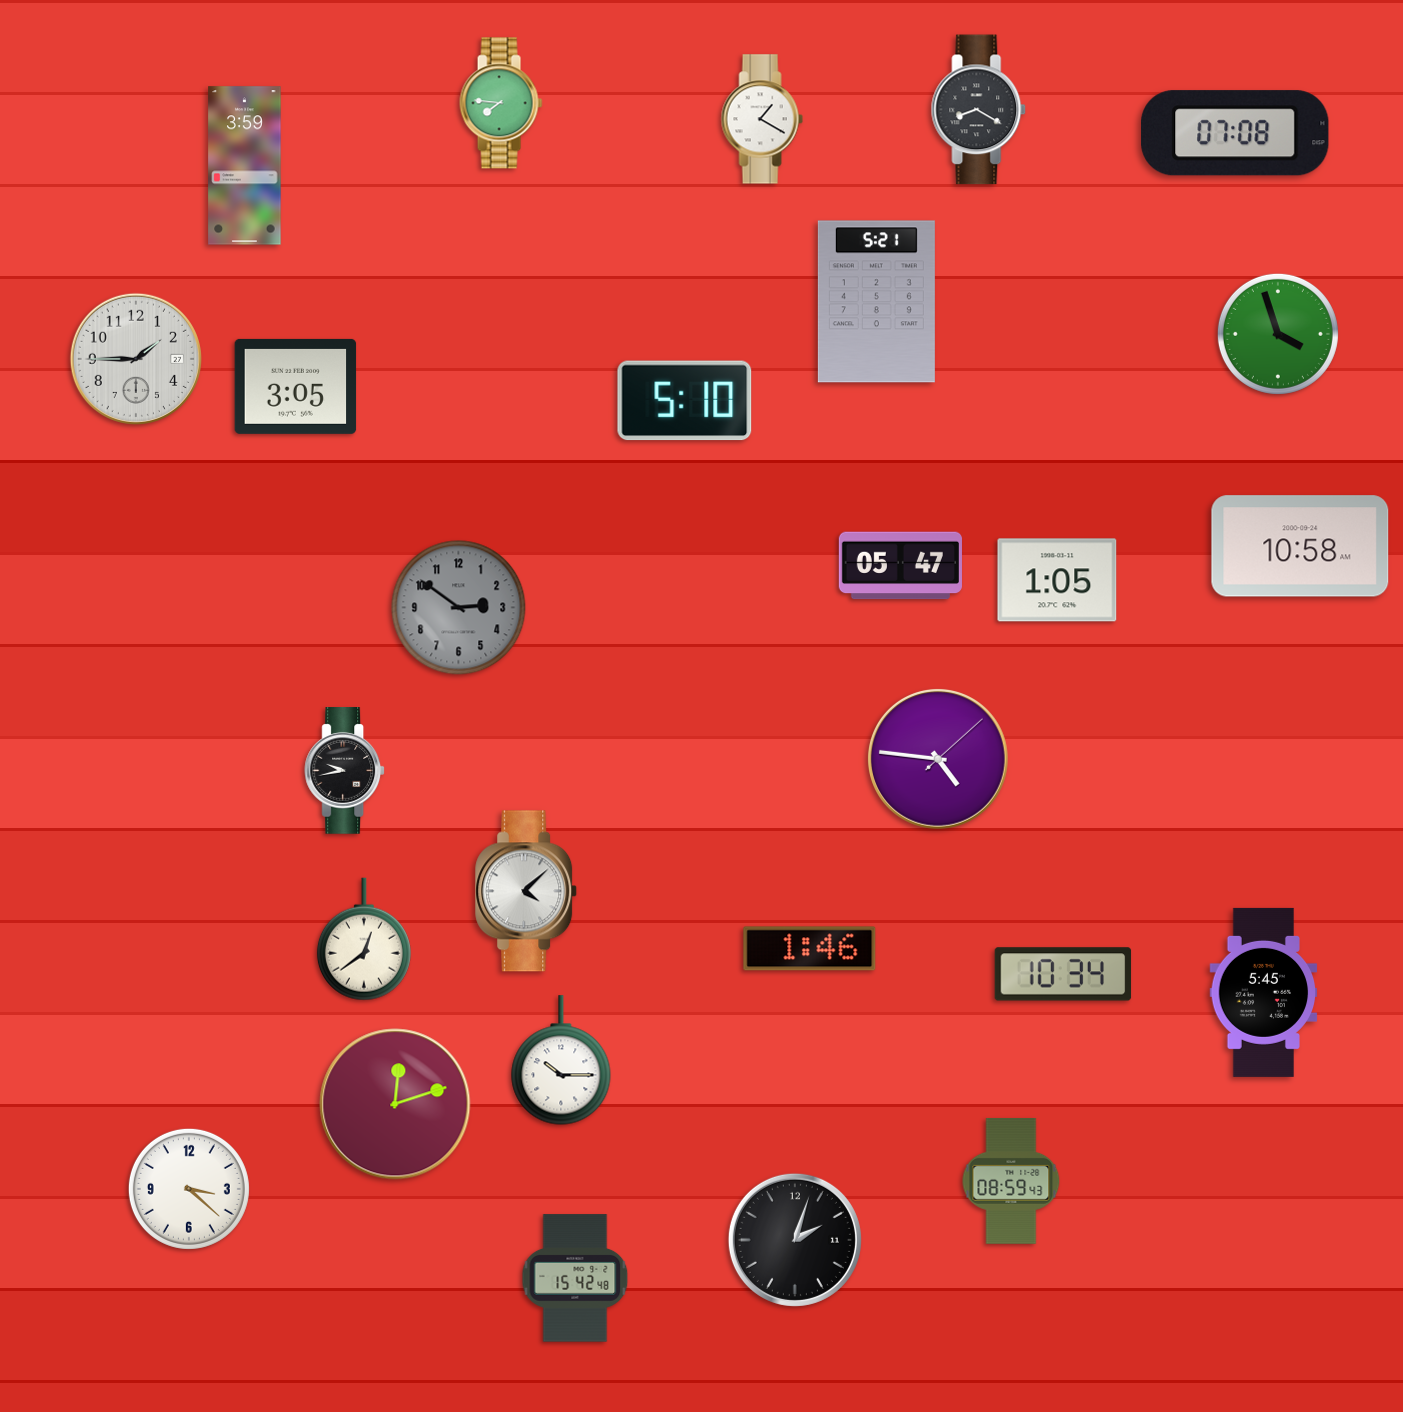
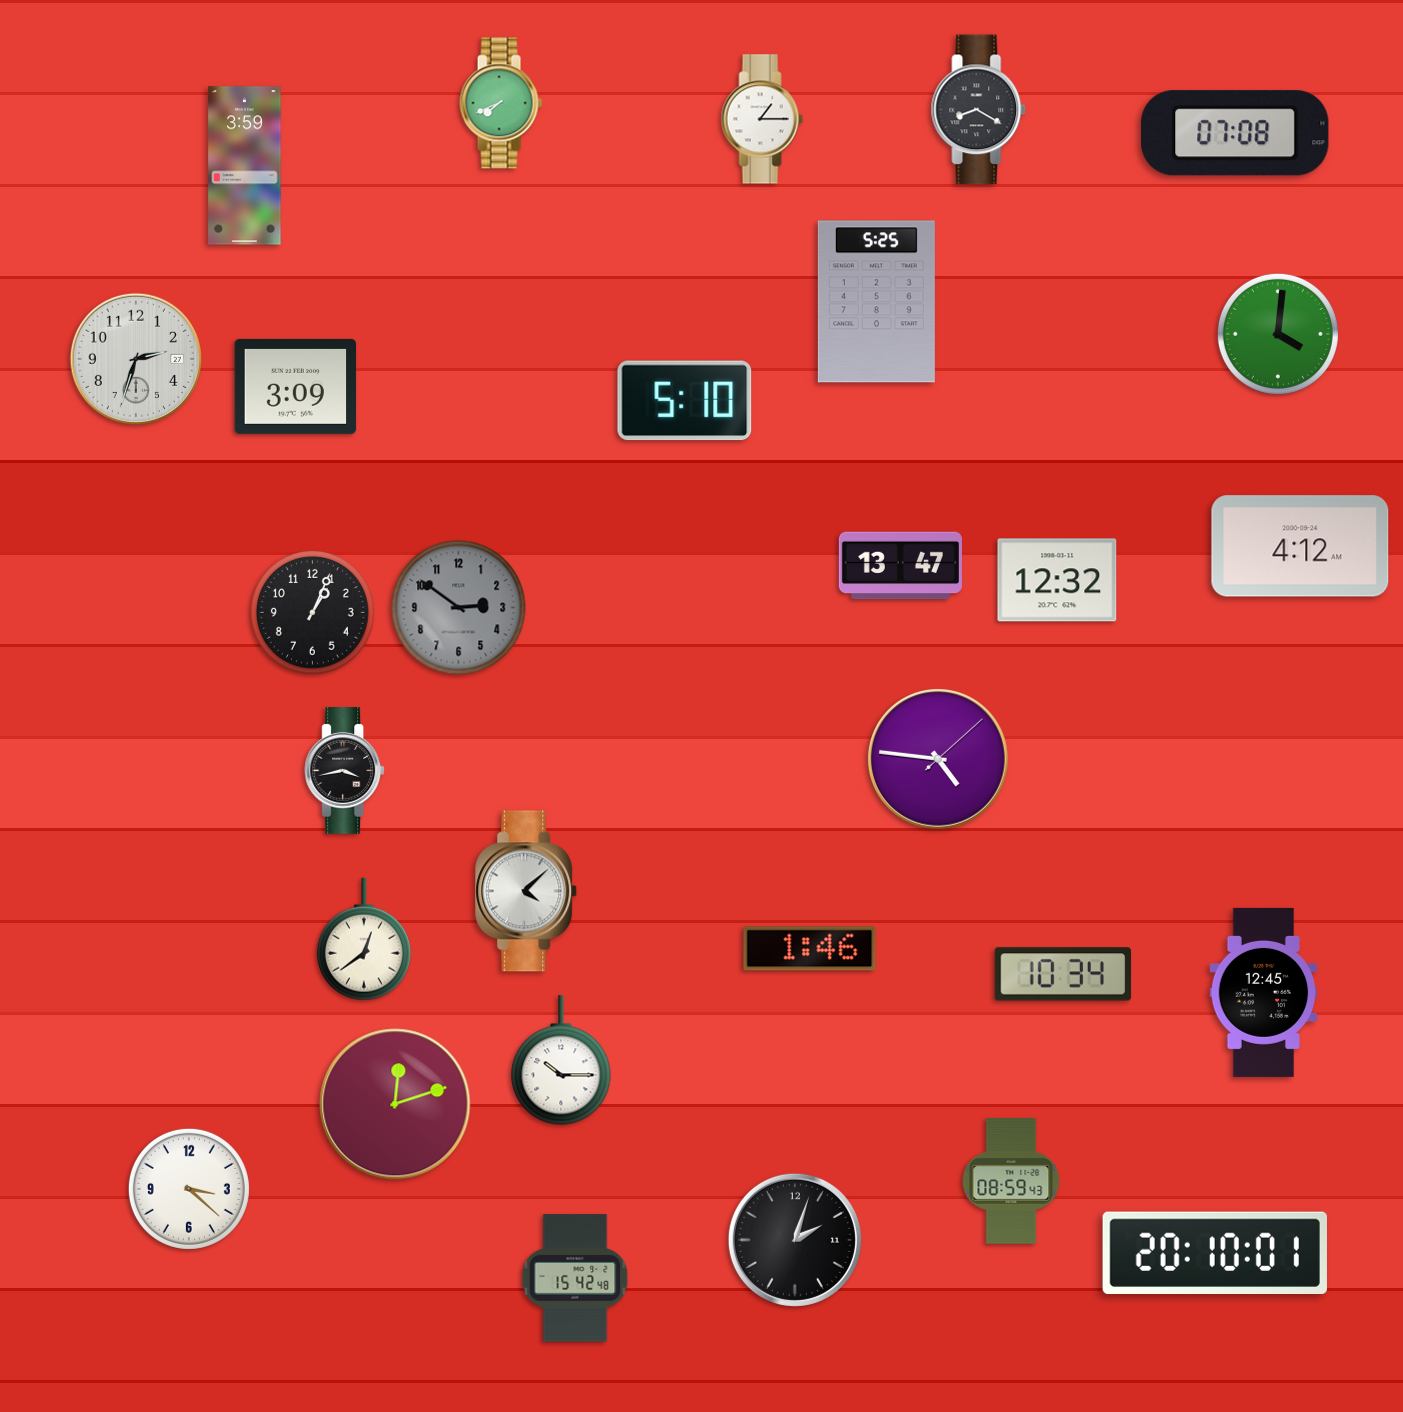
clock at (501, 103): 7:46 -> 7:41
clock at (762, 119): 1:20 -> 1:15
clock at (876, 302): 5:21 -> 5:25
clock at (1278, 334): 3:57 -> 4:01
clock at (136, 359): 1:45 -> 2:33
clock at (296, 386): 3:05 -> 3:09
clock at (1300, 546): 10:58 -> 4:12
clock at (900, 566): 05:47 -> 13:47
clock at (1057, 580): 1:05 -> 12:32
clock at (312, 612): none -> 1:04
clock at (345, 771): 9:43 -> 3:43
clock at (1264, 992): 5:45 -> 12:45
clock at (1215, 1252): none -> 20:10
